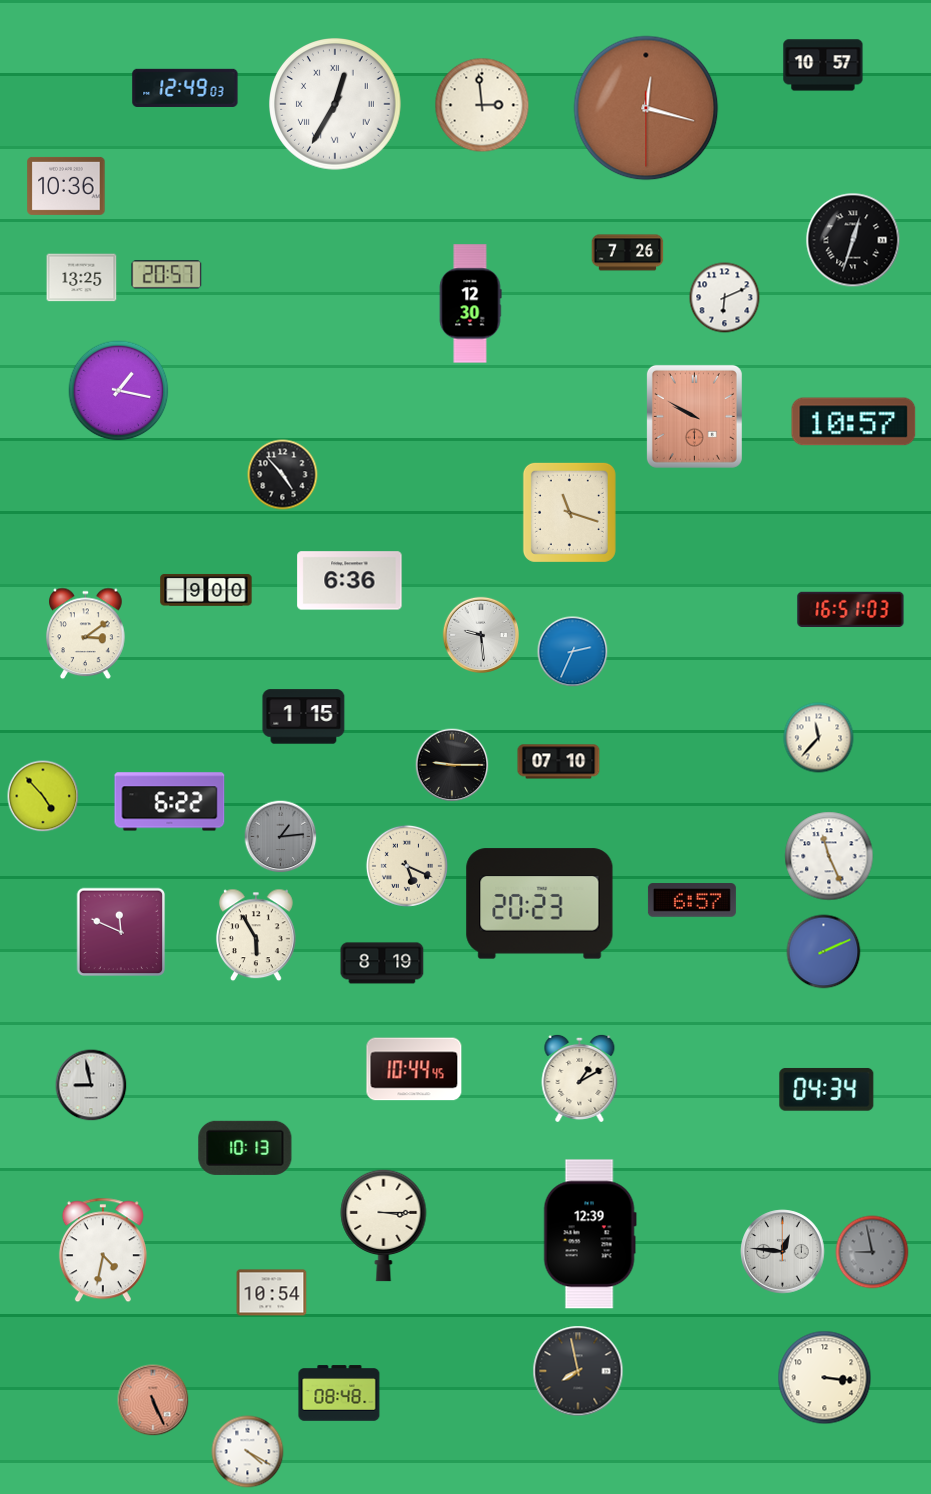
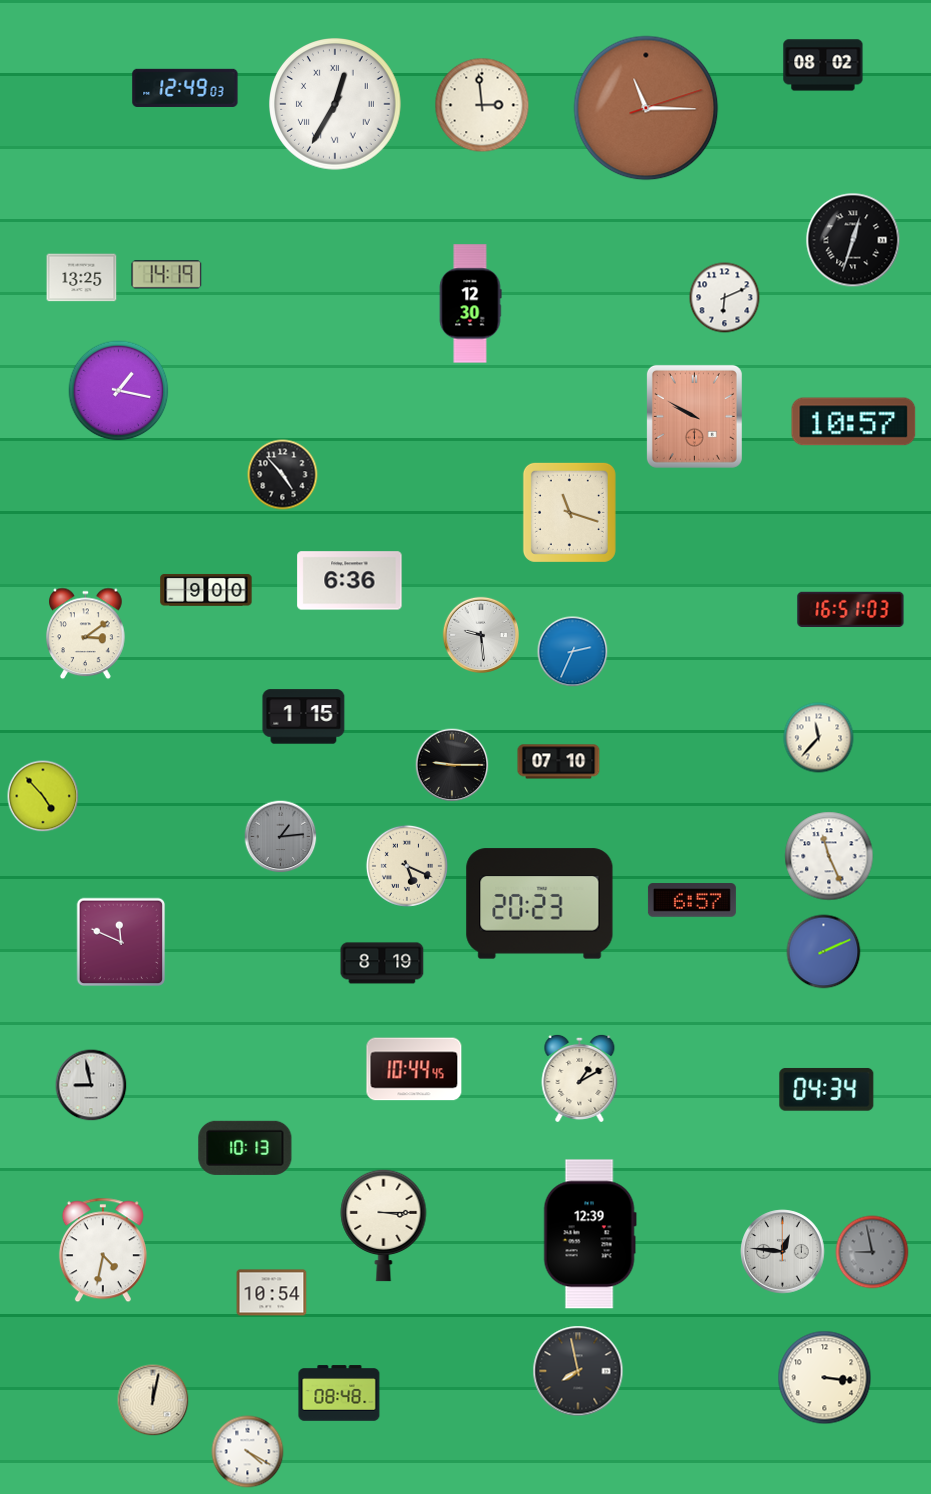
clock at (823, 65): 10:57 -> 08:02
clock at (646, 108): 12:17 -> 11:15
clock at (66, 186): 10:36 -> none
clock at (628, 253): 7:26 -> none
clock at (167, 275): 20:57 -> 14:19
clock at (170, 802): 6:22 -> none
clock at (121, 932) position: (121, 932) -> (121, 942)
clock at (256, 935): 5:55 -> none
clock at (153, 1400): 5:26 -> 12:02
clock at (153, 1400) dial: salmon -> cream
